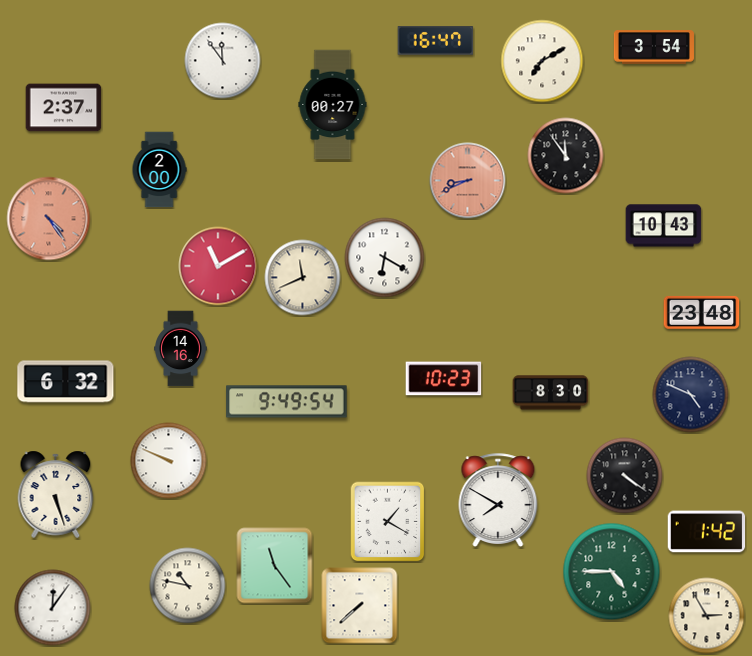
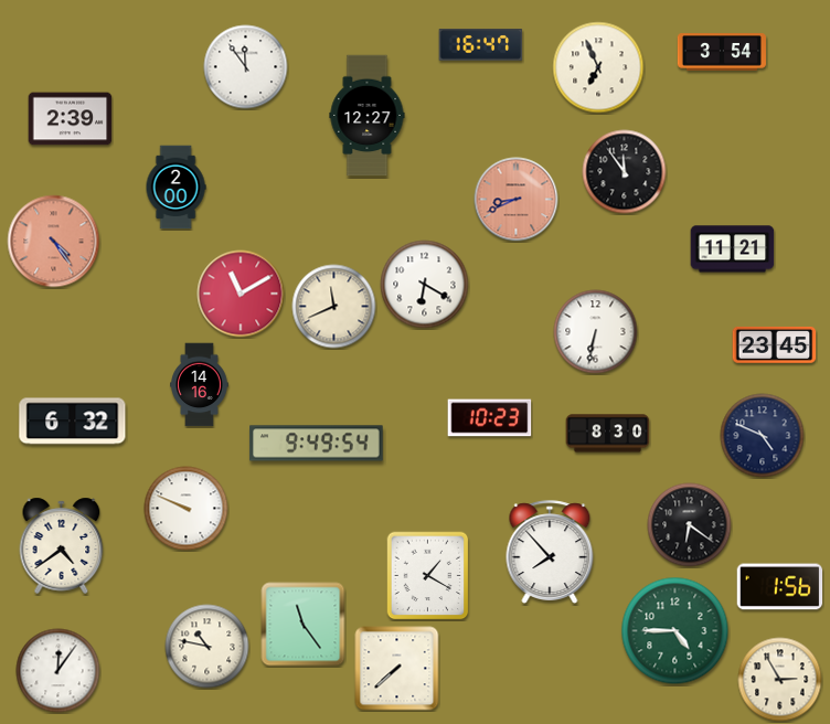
clock at (542, 61): 7:10 -> 6:56
clock at (333, 105): 00:27 -> 12:27
clock at (64, 108): 2:37 -> 2:39
clock at (664, 226): 10:43 -> 11:21
clock at (596, 332): none -> 6:32
clock at (702, 312): 23:48 -> 23:45
clock at (625, 476): 4:21 -> 6:21
clock at (56, 494): 5:27 -> 4:39
clock at (498, 500): 7:50 -> 7:53
clock at (707, 532): 1:42 -> 1:56
